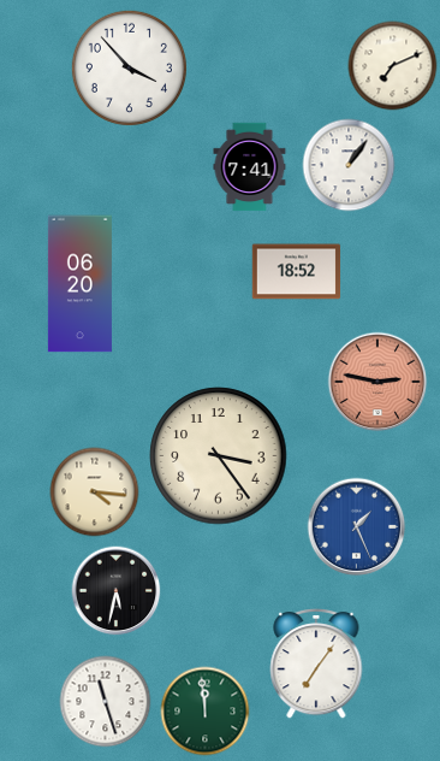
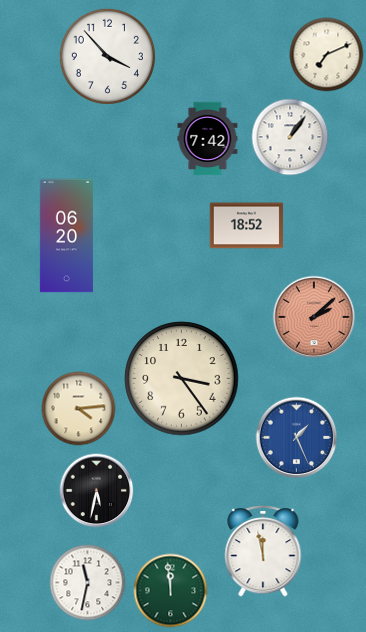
clock at (250, 167): 7:41 -> 7:42
clock at (377, 382): 2:47 -> 2:08
clock at (95, 492): 4:16 -> 4:14
clock at (316, 663): 7:06 -> 11:58
clock at (106, 702): 11:27 -> 11:32
